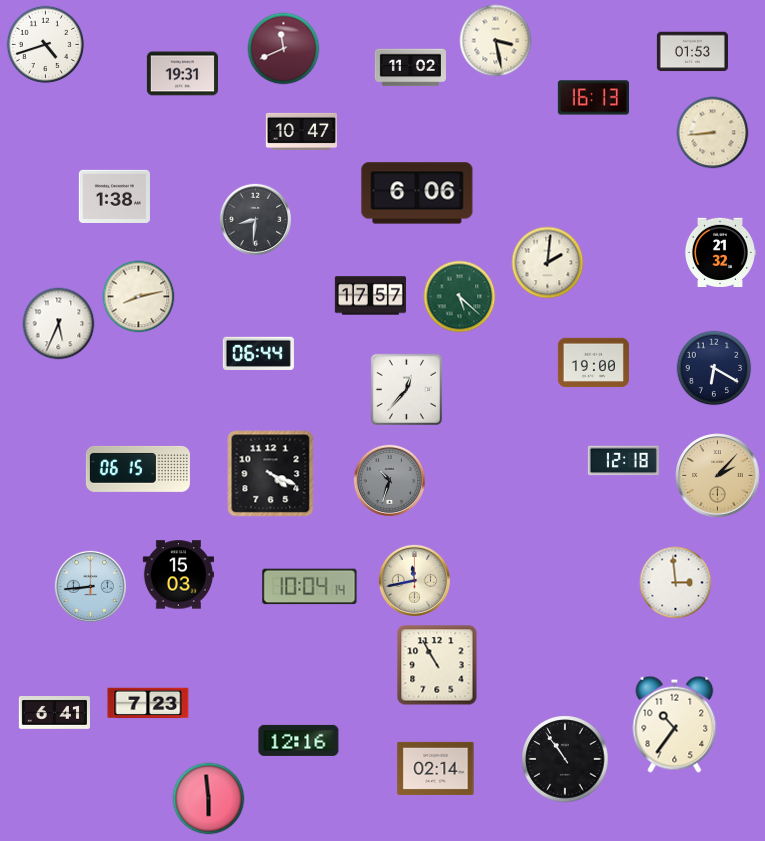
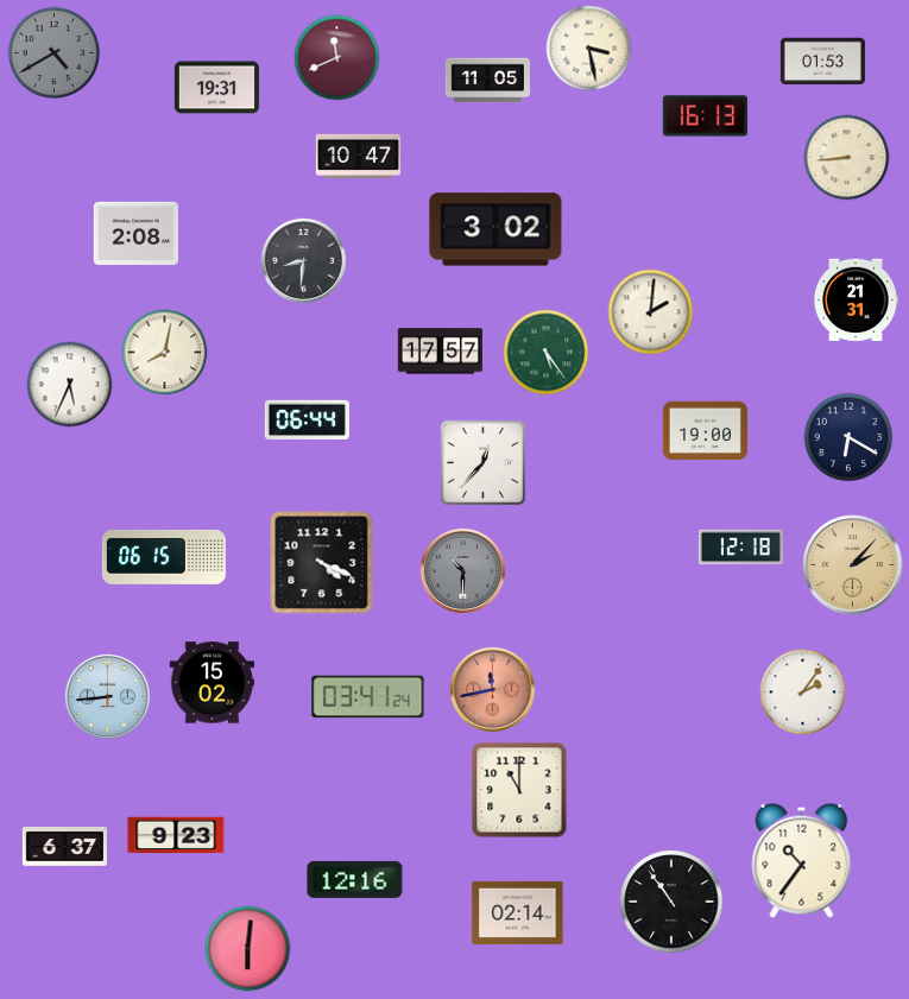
clock at (46, 45): 4:42 -> 4:40
clock at (46, 45) dial: white -> grey
clock at (410, 68): 11:02 -> 11:05
clock at (417, 193): 6:06 -> 3:02
clock at (114, 196): 1:38 -> 2:08
clock at (720, 252): 21:32 -> 21:31
clock at (139, 297): 8:13 -> 8:02
clock at (460, 297): 5:22 -> 5:24
clock at (389, 480): 10:33 -> 10:30
clock at (178, 575): 15:03 -> 15:02
clock at (414, 580) dial: cream -> salmon
clock at (676, 583): 2:59 -> 2:06
clock at (310, 587): 10:04 -> 03:41
clock at (437, 665): 10:55 -> 11:00
clock at (148, 703): 7:23 -> 9:23
clock at (54, 713): 6:41 -> 6:37
clock at (209, 799): 5:59 -> 6:01
